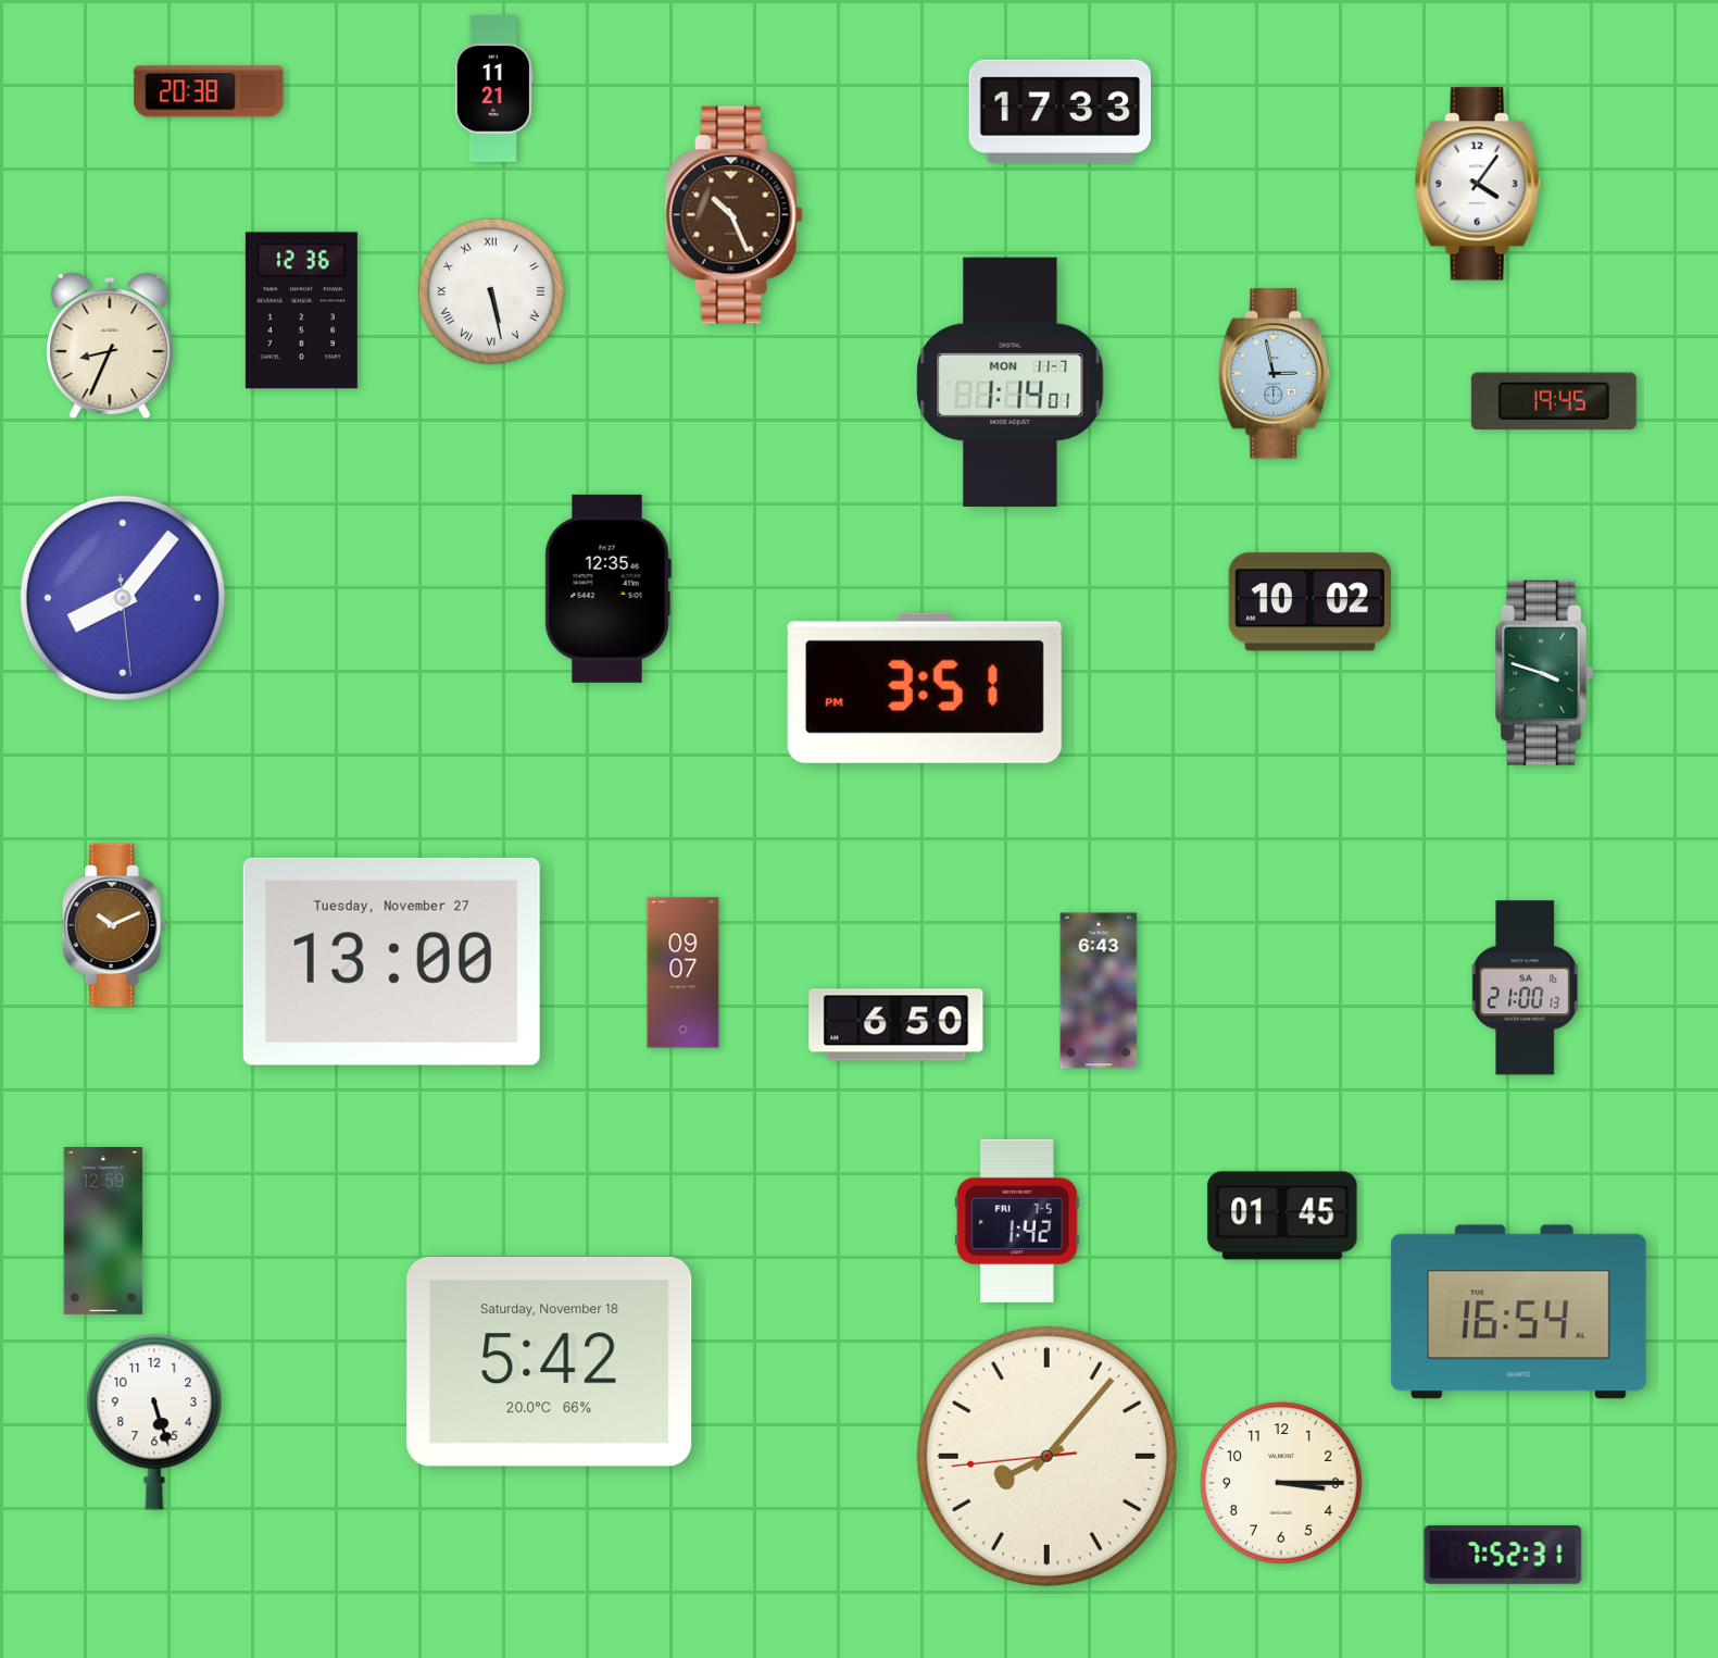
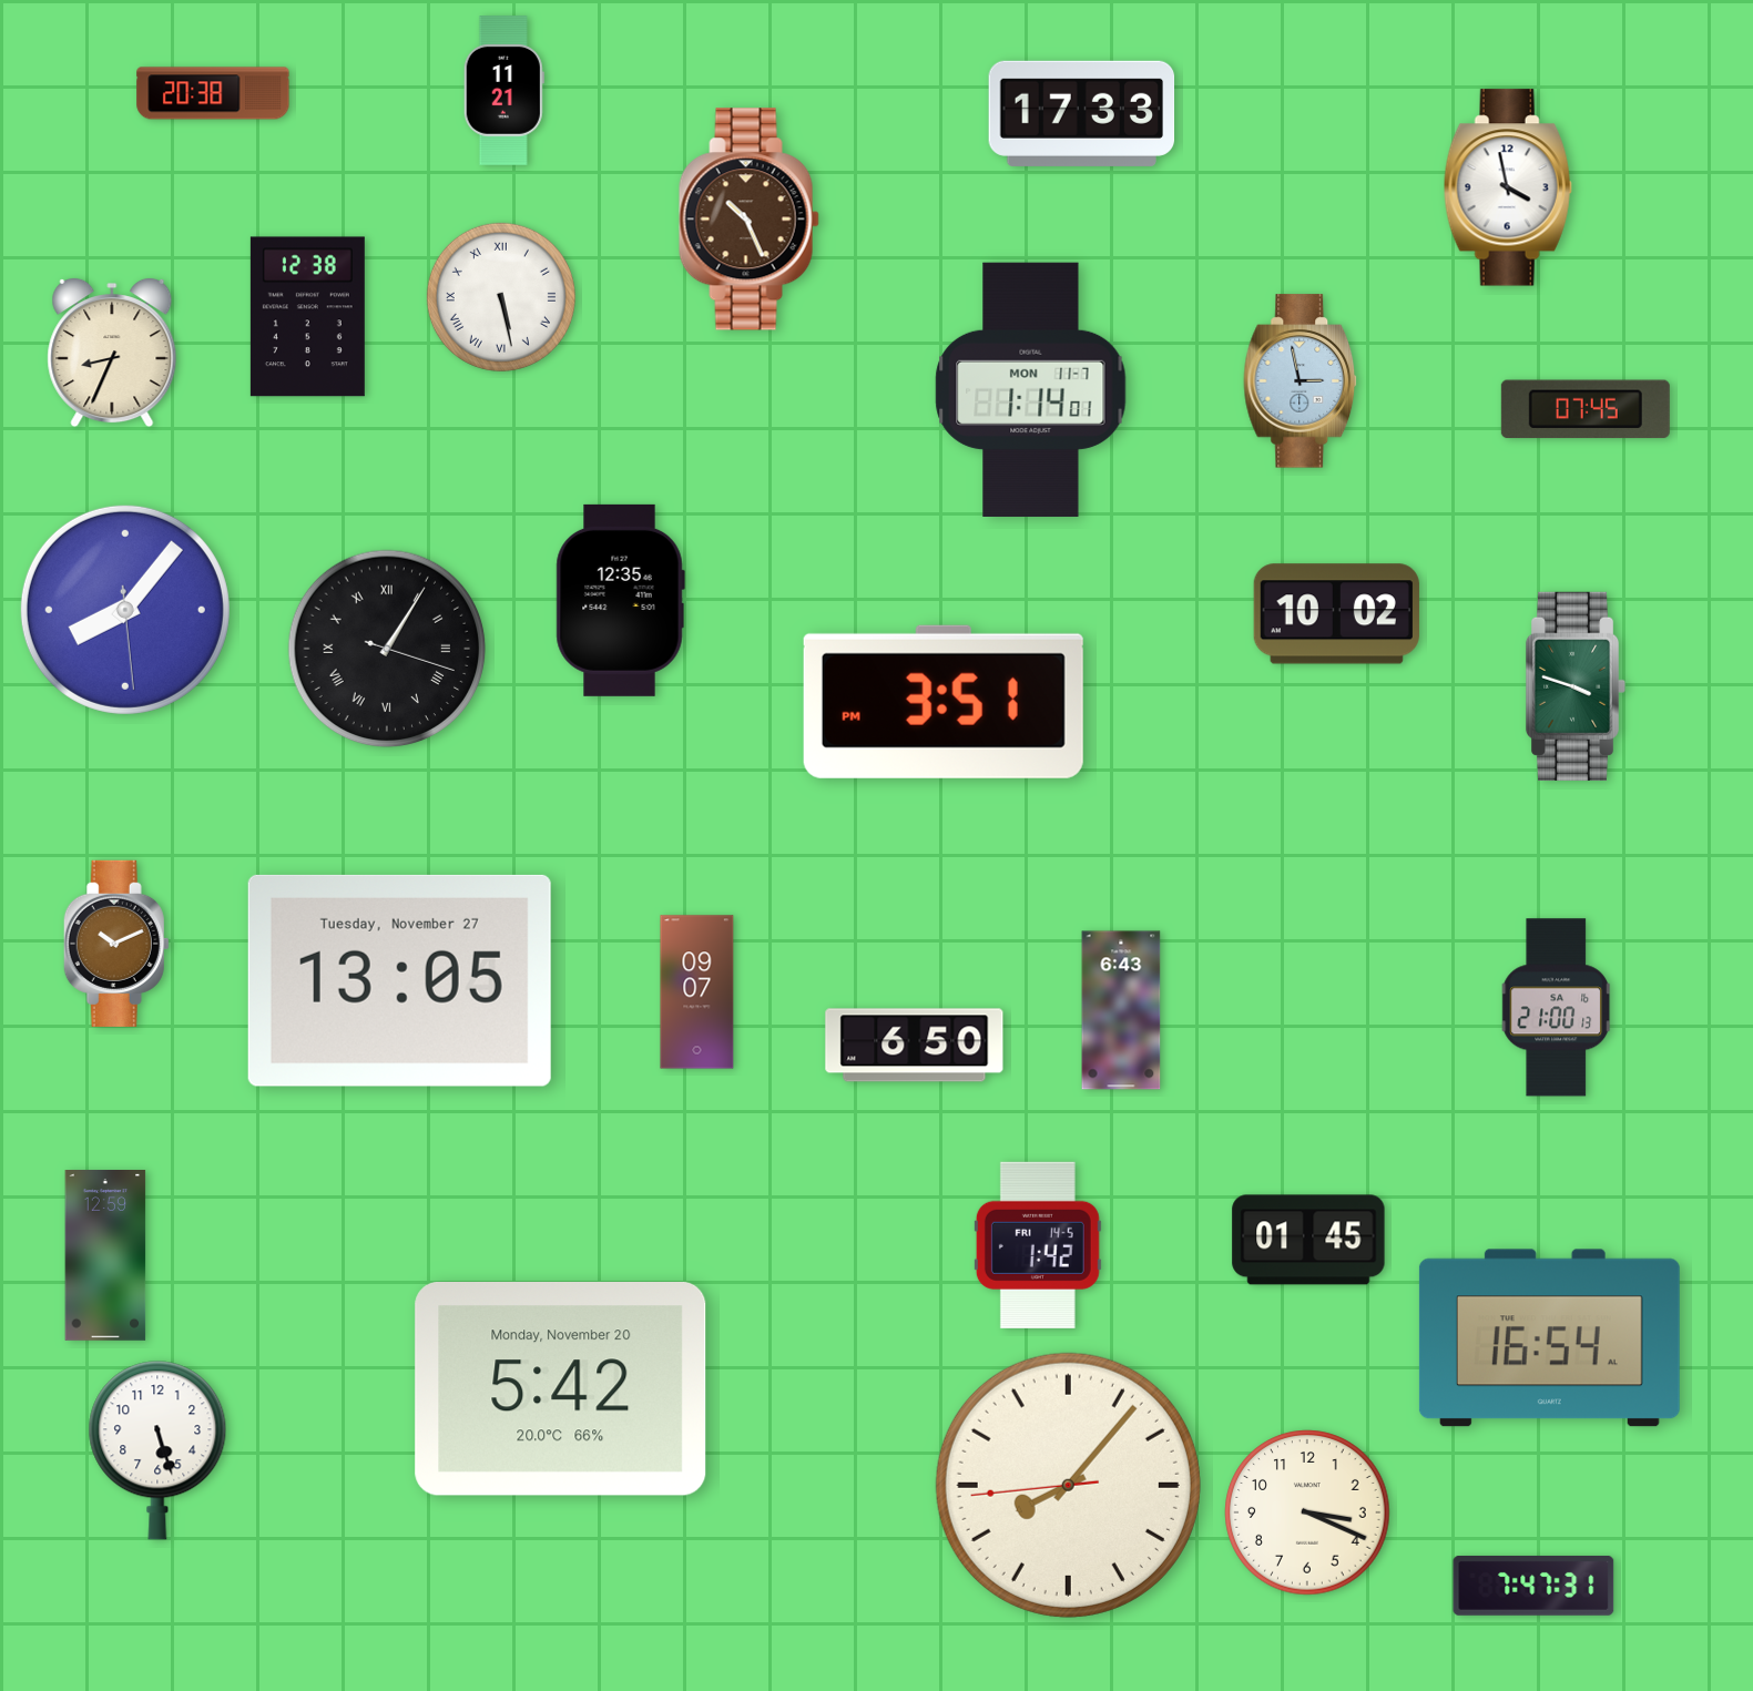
clock at (1478, 184): 4:06 -> 3:58
clock at (301, 311): 12:36 -> 12:38
clock at (1554, 401): 19:45 -> 07:45
clock at (387, 649): none -> 1:05
clock at (391, 961): 13:00 -> 13:05
clock at (1017, 1221) date: FRI 7-5 -> FRI 14-5
clock at (550, 1362) date: Saturday, November 18 -> Monday, November 20
clock at (1281, 1483): 3:15 -> 3:19
clock at (1503, 1555): 7:52 -> 7:47
